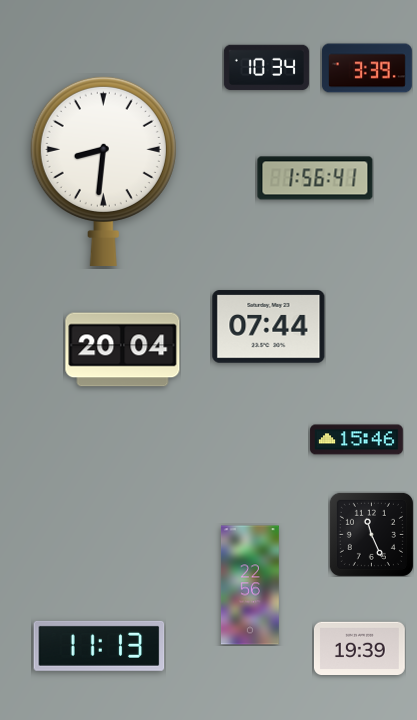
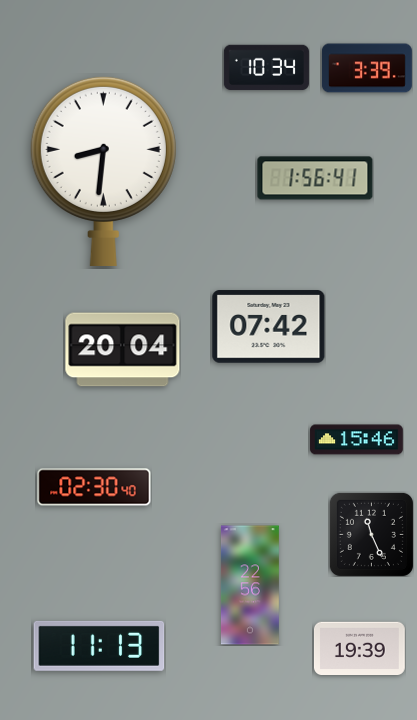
clock at (269, 327): 07:44 -> 07:42
clock at (94, 487): none -> 02:30
